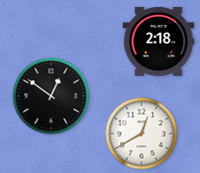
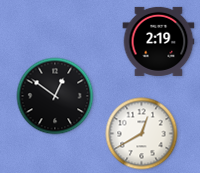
clock at (159, 41): 2:18 -> 2:19
clock at (51, 96) position: (51, 96) -> (55, 96)
